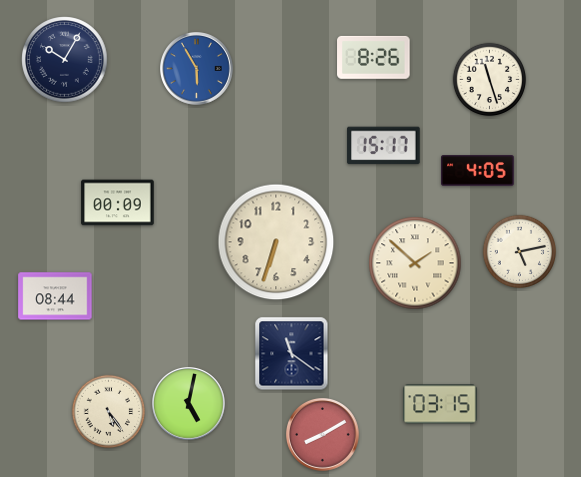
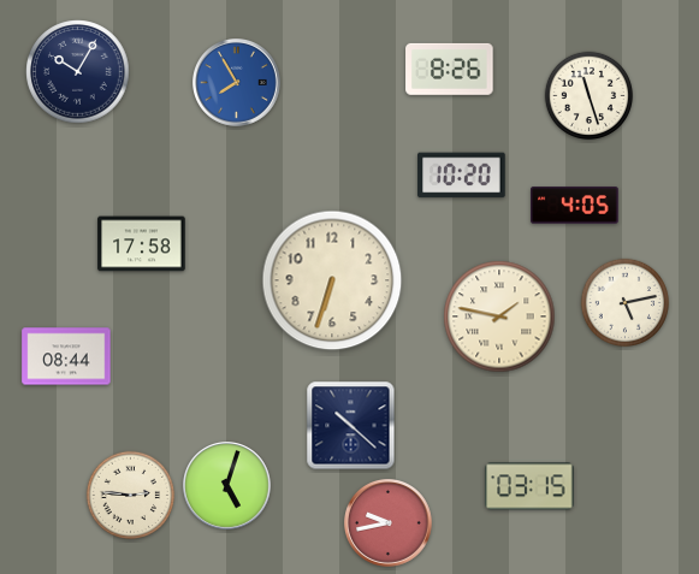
clock at (197, 69): 5:55 -> 7:55
clock at (384, 146): 15:17 -> 10:20
clock at (118, 203): 00:09 -> 17:58
clock at (276, 242) position: (276, 242) -> (332, 280)
clock at (415, 263): 1:52 -> 1:47
clock at (292, 354): 11:21 -> 10:22
clock at (189, 404): 5:02 -> 5:03
clock at (109, 412): 5:24 -> 2:46
clock at (323, 435): 8:10 -> 9:43
